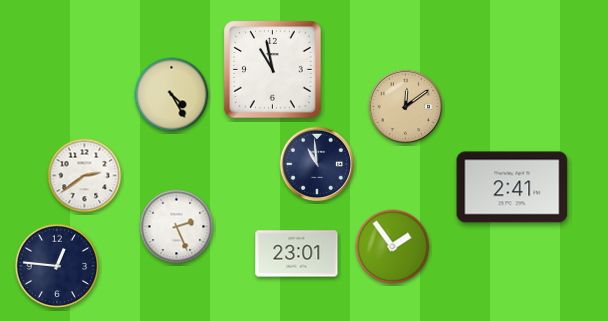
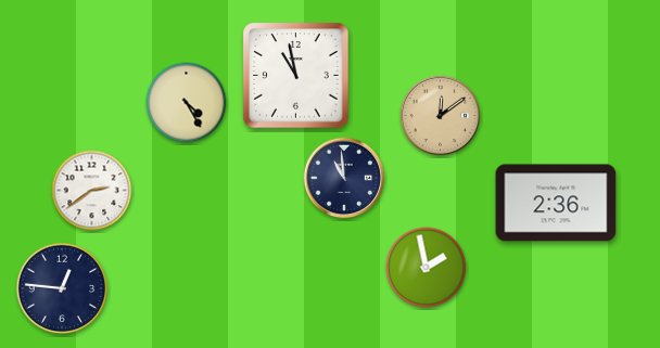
clock at (512, 187): 2:41 -> 2:36
clock at (177, 227): 2:26 -> none
clock at (393, 247): 1:54 -> 1:58
clock at (297, 254): 23:01 -> none
